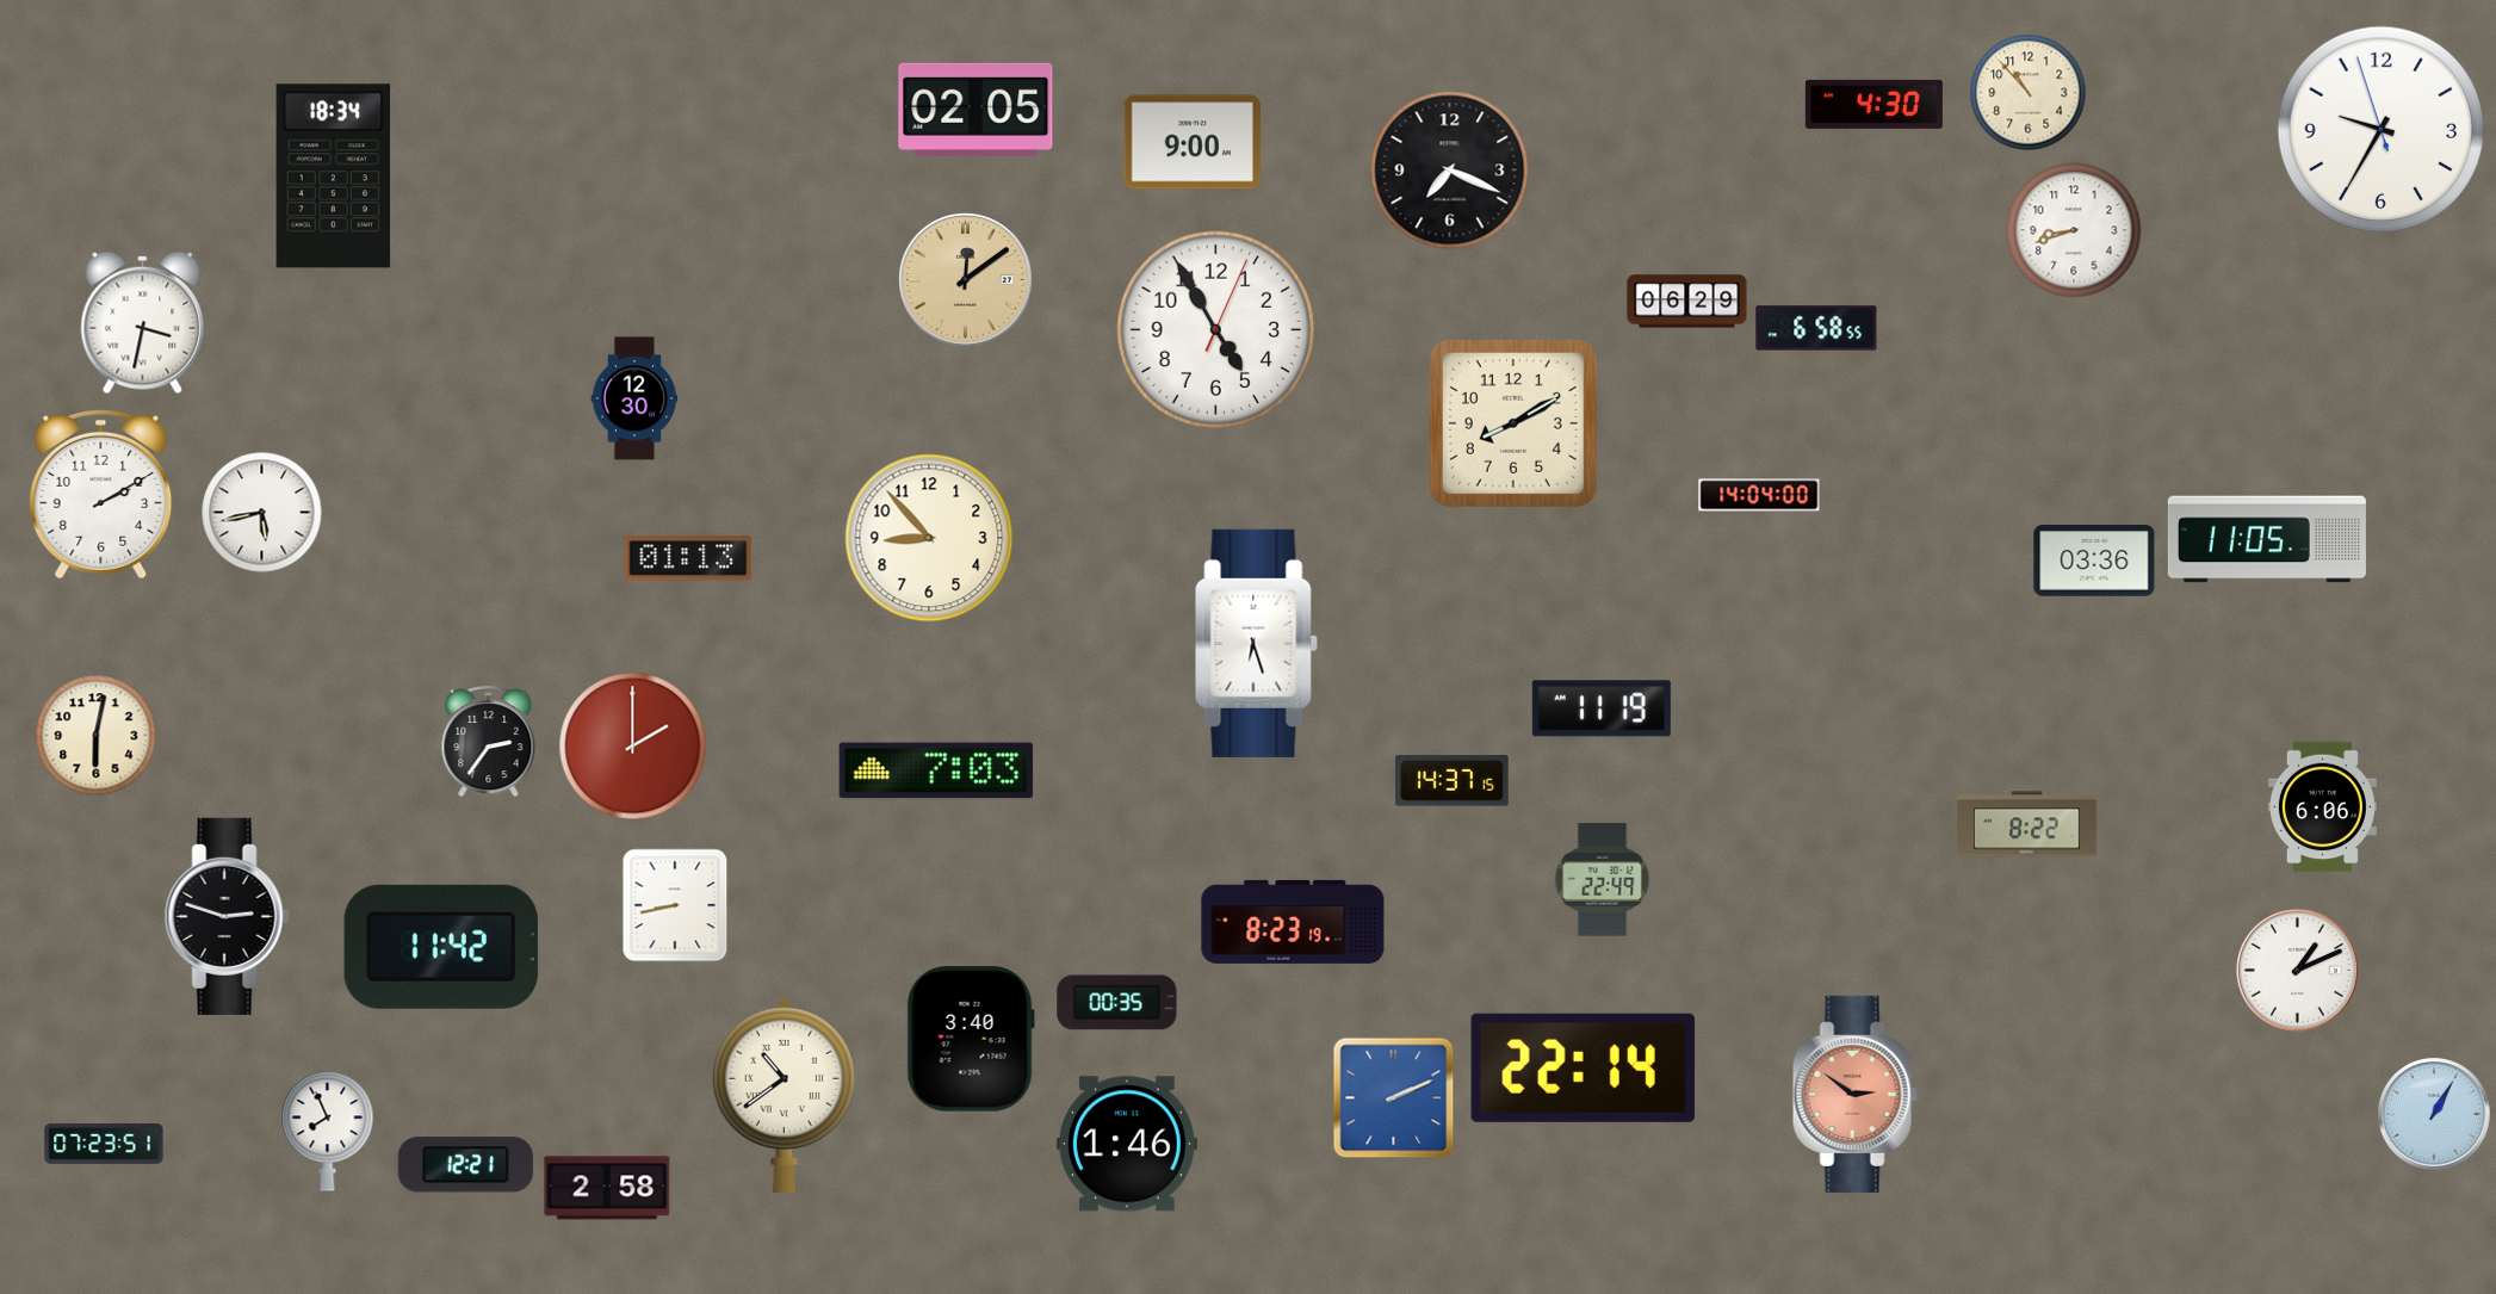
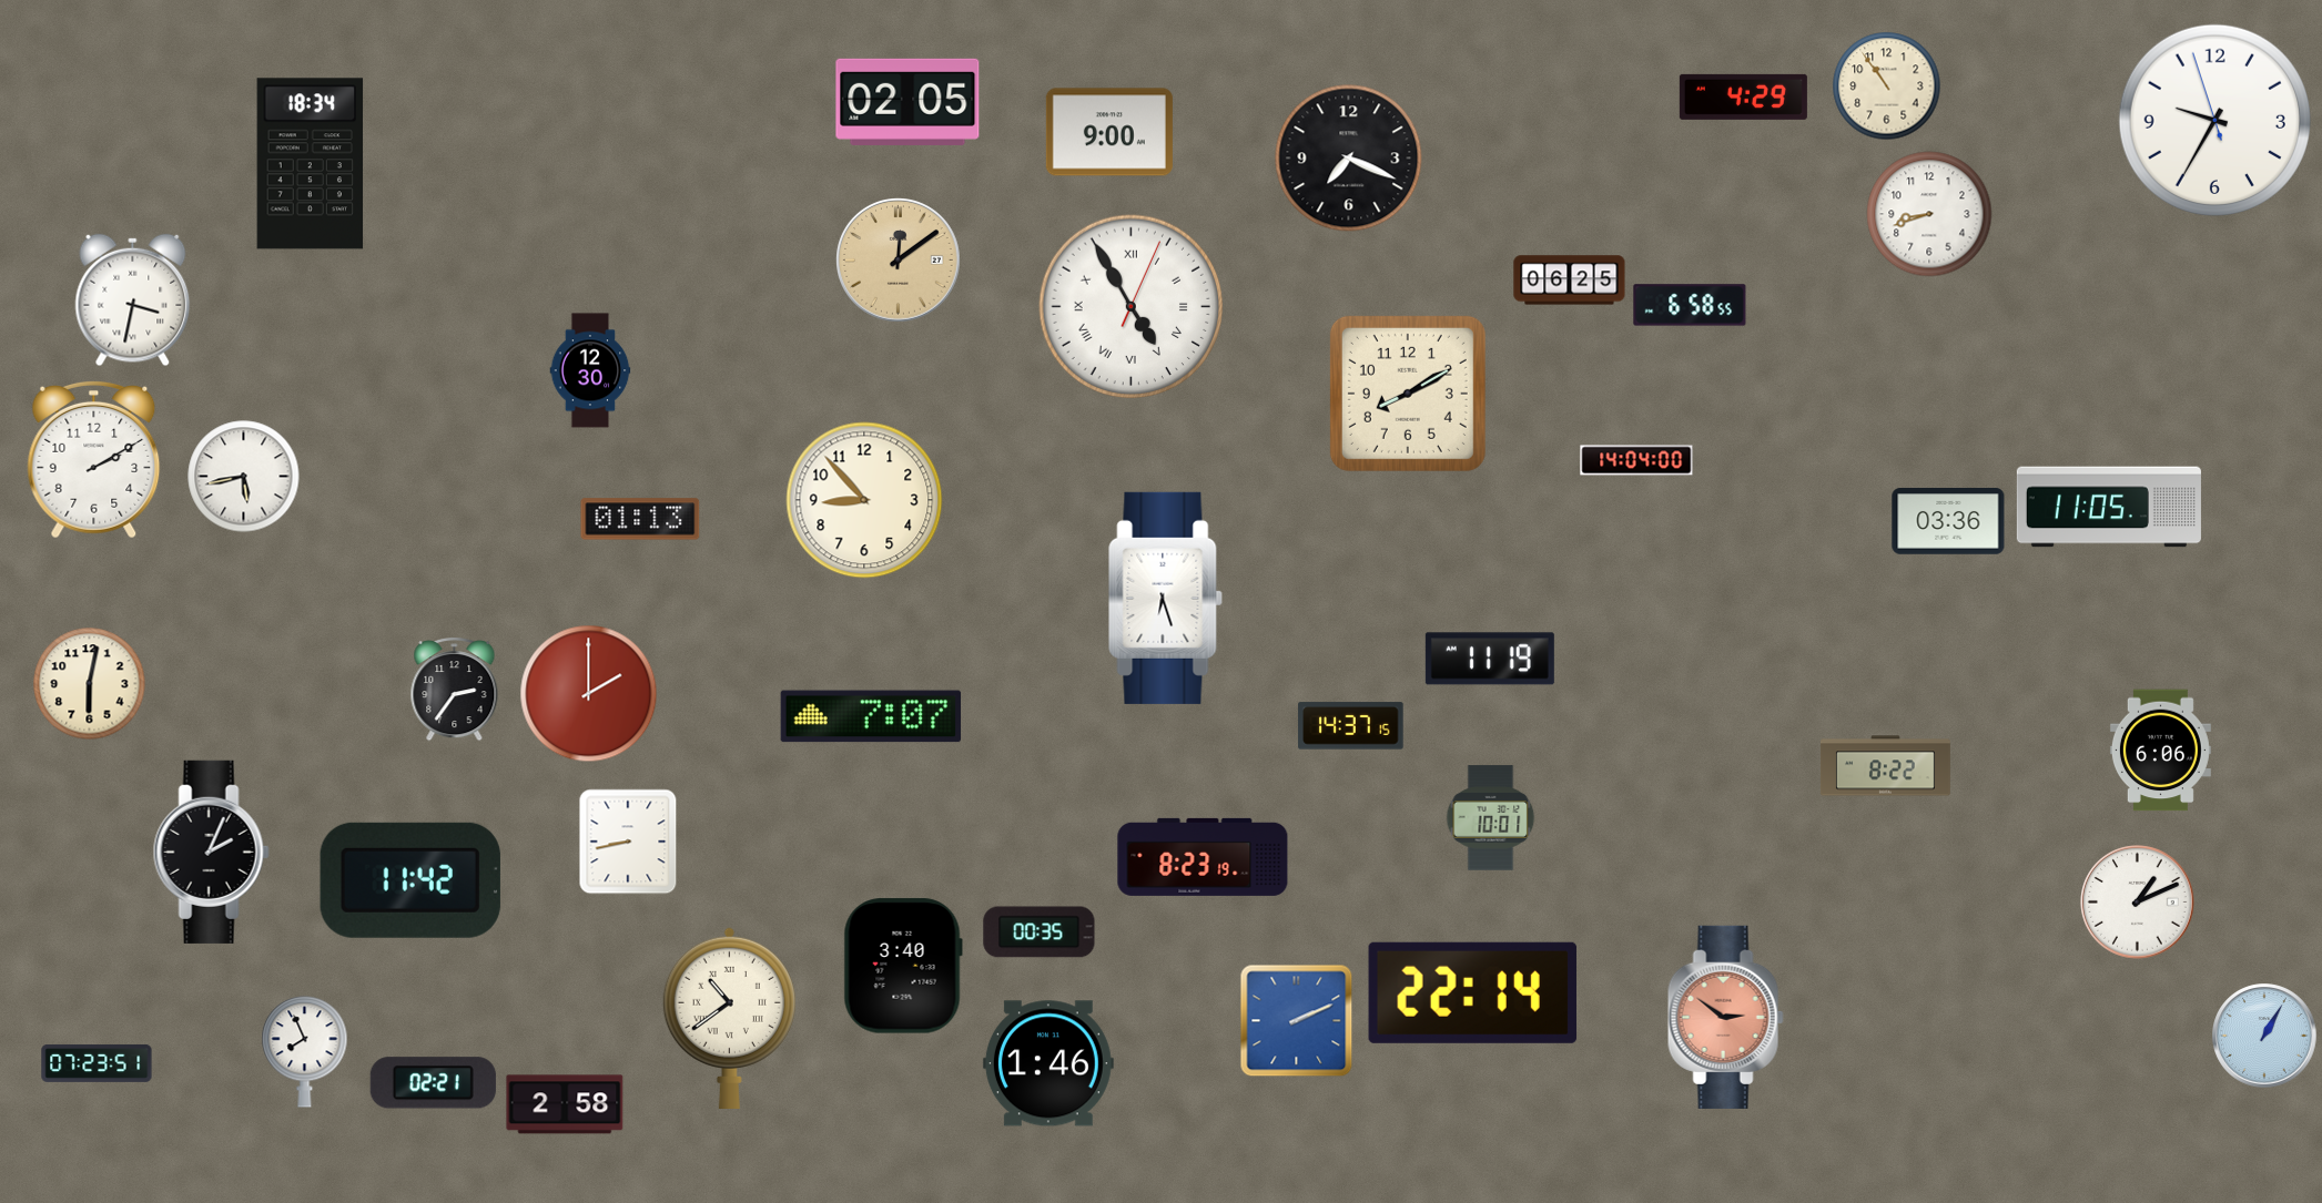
clock at (2029, 93): 10:53 -> 10:54
clock at (1873, 104): 4:30 -> 4:29
clock at (1687, 302): 06:29 -> 06:25
clock at (1216, 330) numerals: Arabic -> Roman
clock at (2267, 539) position: (2267, 539) -> (2109, 507)
clock at (1257, 643) position: (1257, 643) -> (1166, 598)
clock at (936, 770): 7:03 -> 7:07
clock at (1603, 880): 22:49 -> 10:01
clock at (227, 916): 2:48 -> 2:04
clock at (465, 1165): 12:21 -> 02:21
